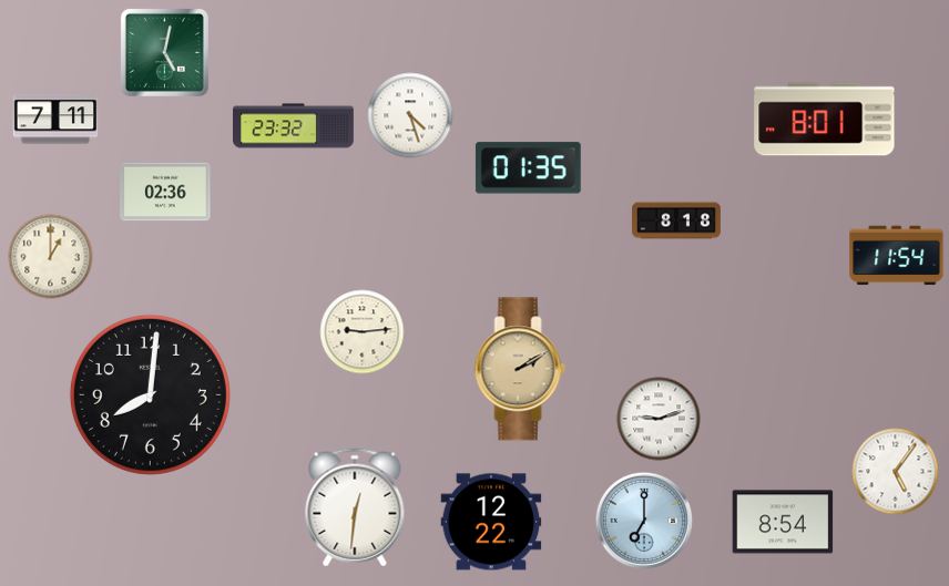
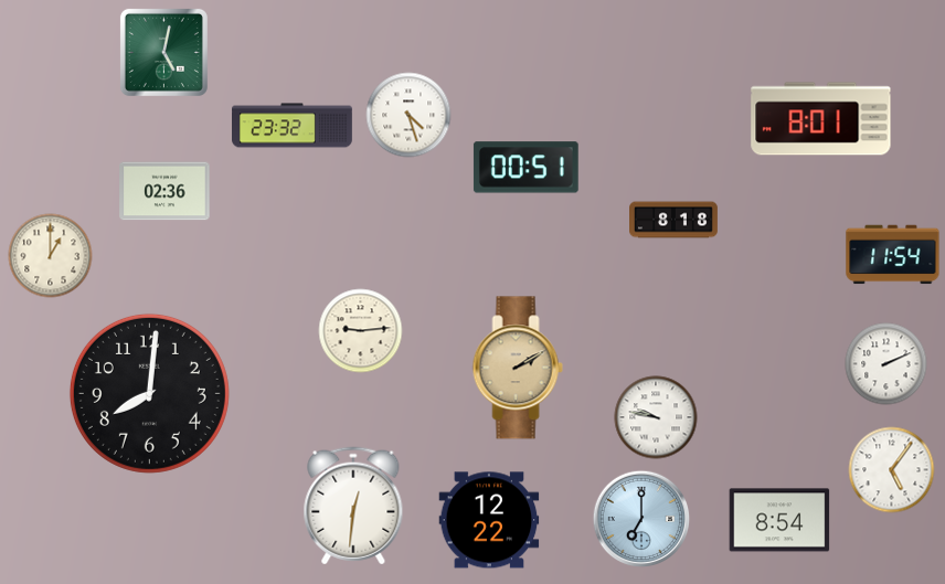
clock at (55, 119): 7:11 -> none
clock at (528, 168): 01:35 -> 00:51
clock at (886, 364): none -> 2:11
clock at (659, 419): 9:12 -> 9:47
